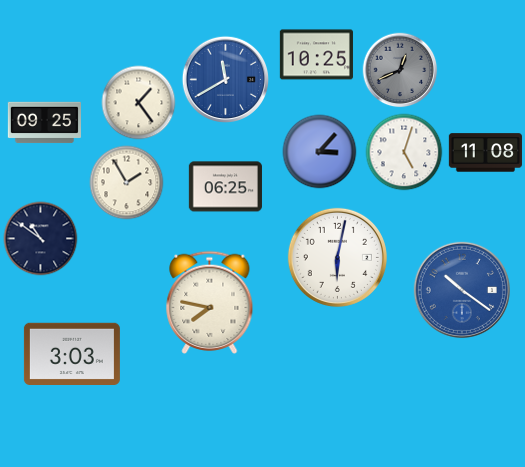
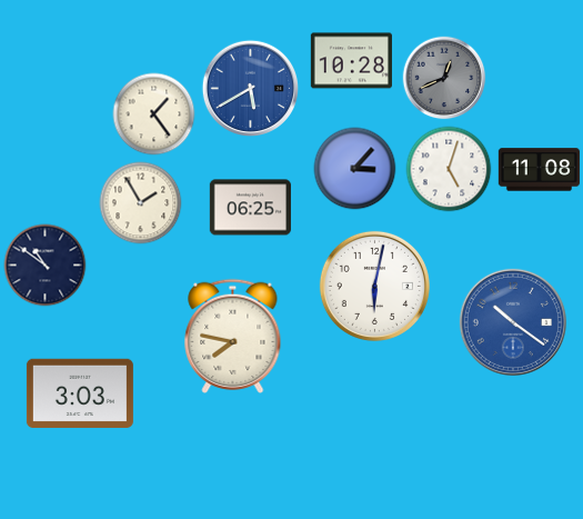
clock at (316, 55): 10:25 -> 10:28
clock at (225, 79): 11:40 -> 5:40
clock at (44, 123): 09:25 -> none
